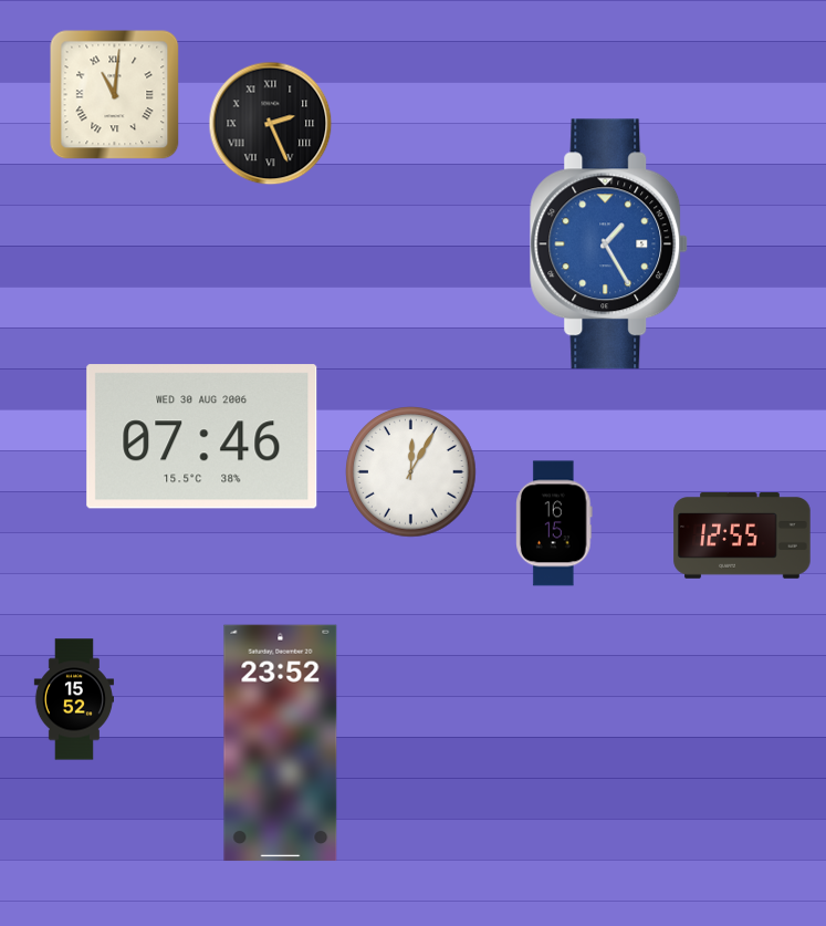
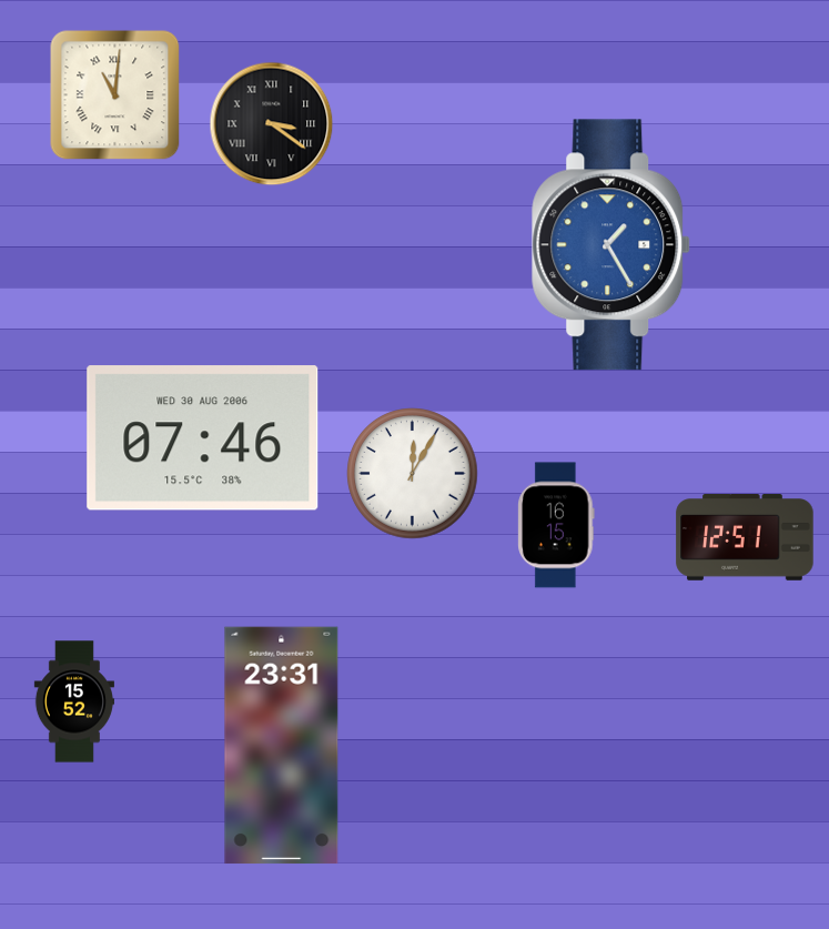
clock at (271, 124): 2:26 -> 3:21
clock at (742, 537): 12:55 -> 12:51
clock at (281, 743): 23:52 -> 23:31
